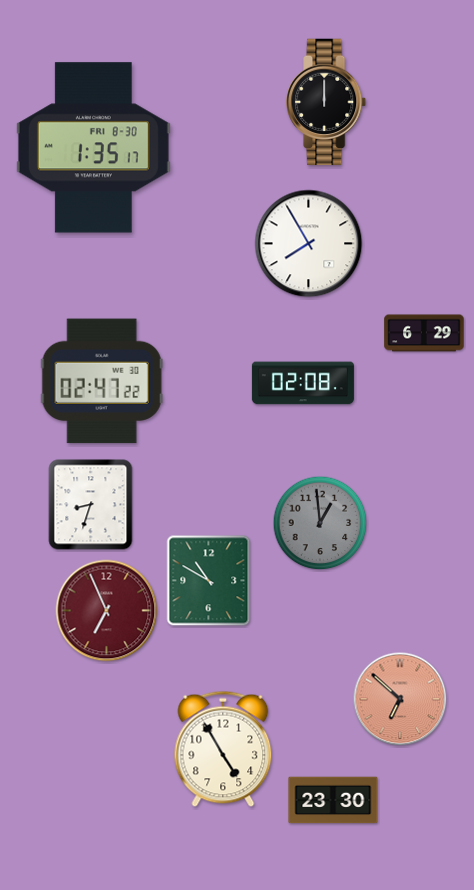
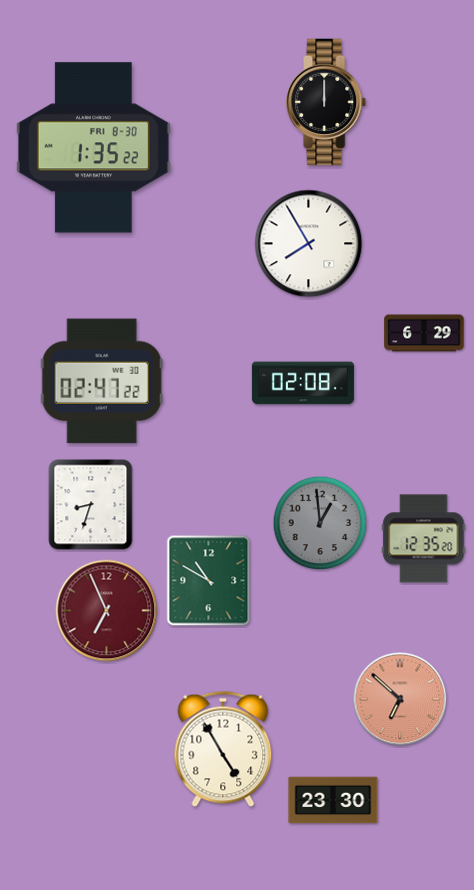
clock at (93, 148): 1:35:17 -> 1:35:22
clock at (424, 539): none -> 12:35
